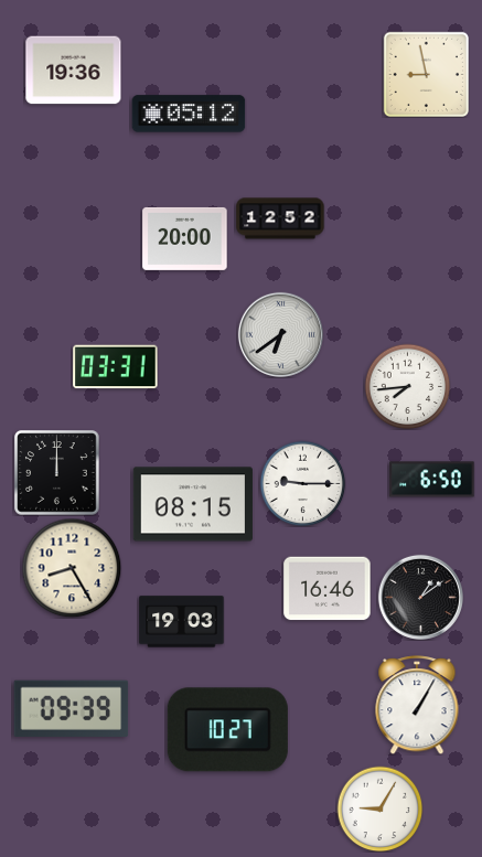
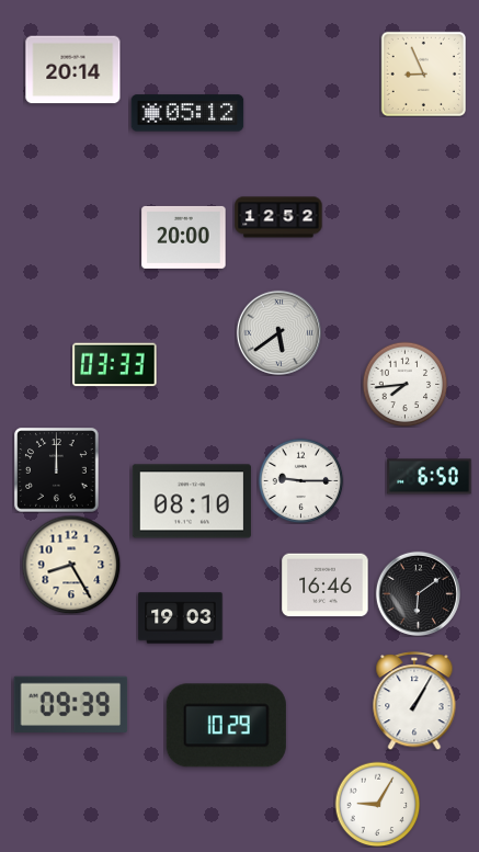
clock at (74, 71): 19:36 -> 20:14
clock at (426, 74): 8:58 -> 8:56
clock at (280, 334): 6:39 -> 5:39
clock at (116, 367): 03:31 -> 03:33
clock at (193, 504): 08:15 -> 08:10
clock at (420, 597): 1:09 -> 6:09
clock at (227, 730): 10:27 -> 10:29
